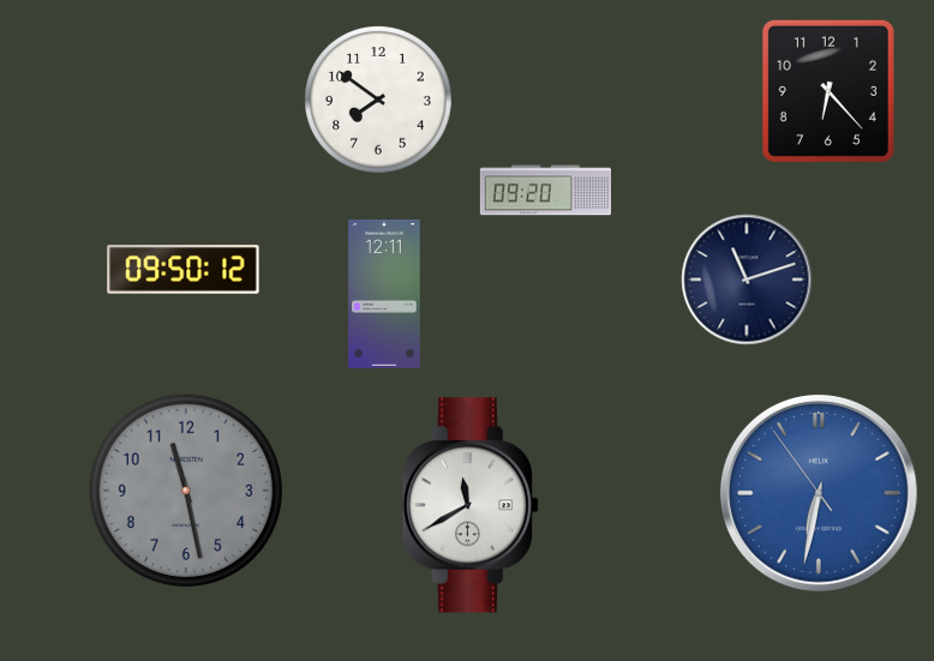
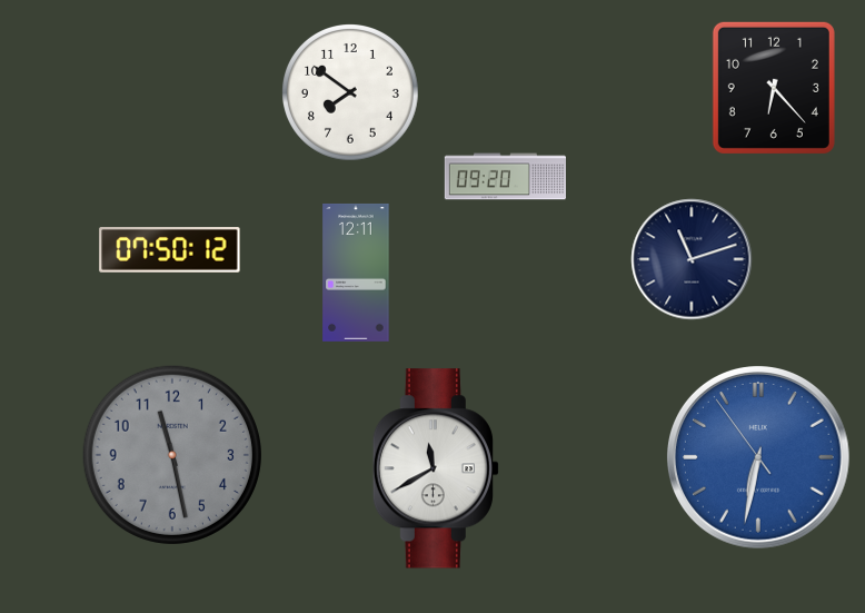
clock at (828, 91) position: (828, 91) -> (774, 88)
clock at (184, 270): 09:50 -> 07:50
